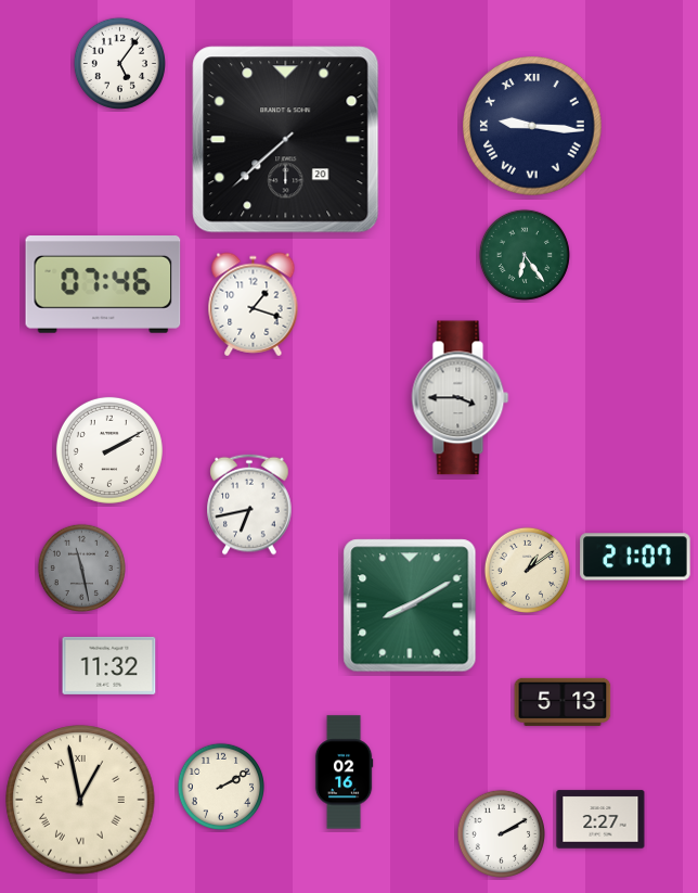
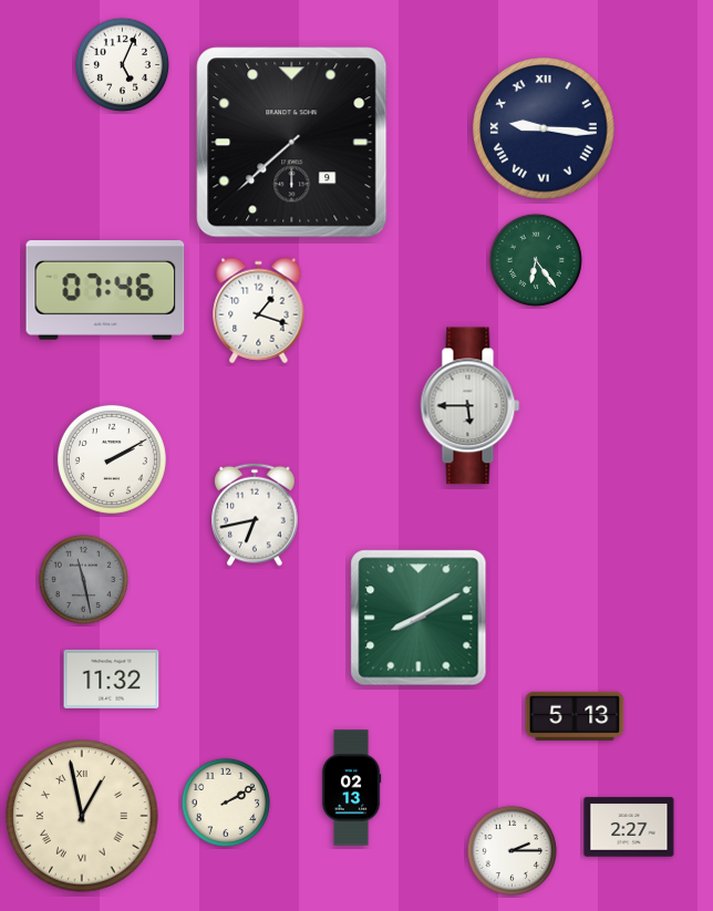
clock at (119, 63): 5:06 -> 5:04
clock at (286, 140) date: 20 -> 9
clock at (461, 398): 3:45 -> 5:45
clock at (635, 557): 21:07 -> none
clock at (527, 570): 1:09 -> none
clock at (344, 773): 02:16 -> 02:13
clock at (600, 819) position: (600, 819) -> (629, 827)
clock at (501, 833): 2:10 -> 2:15
